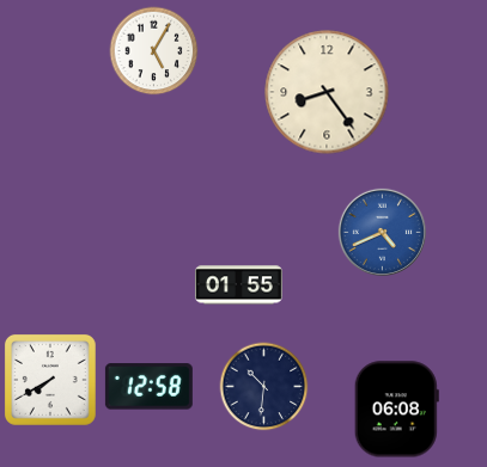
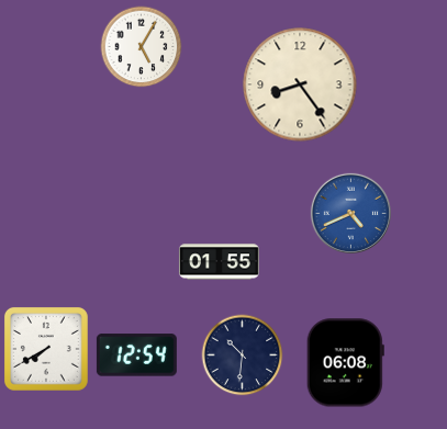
clock at (148, 387): 12:58 -> 12:54
clock at (396, 410) position: (396, 410) -> (345, 363)
